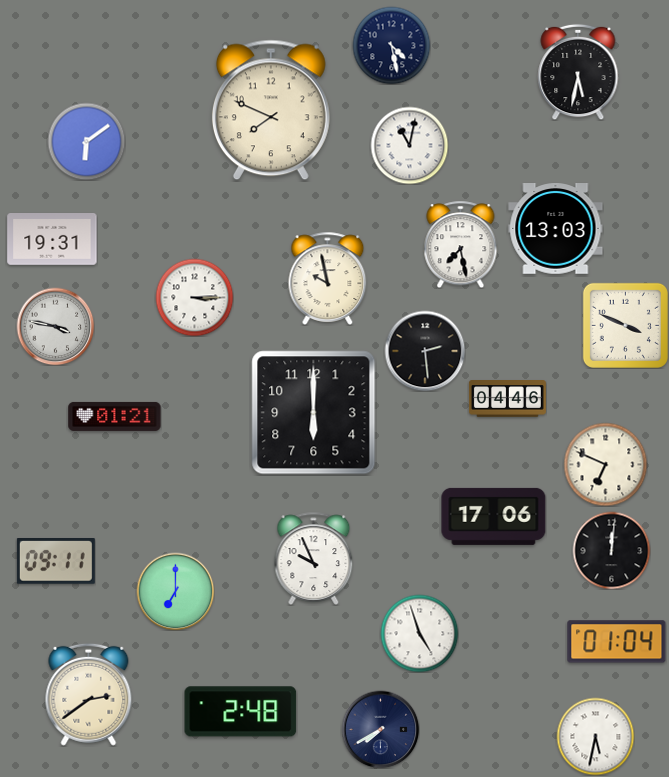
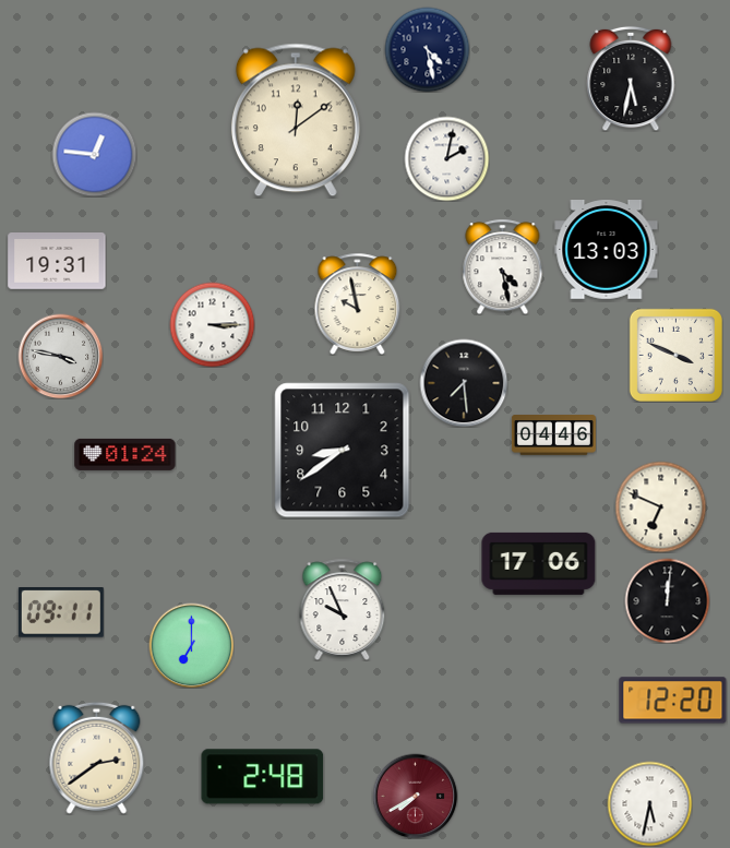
clock at (271, 110): 7:49 -> 12:09
clock at (86, 141): 6:09 -> 12:46
clock at (409, 145): 11:02 -> 2:02
clock at (461, 244): 7:28 -> 4:28
clock at (625, 325) position: (625, 325) -> (675, 355)
clock at (425, 351): 2:29 -> 7:29
clock at (314, 413): 6:00 -> 8:39
clock at (115, 416): 01:21 -> 01:24
clock at (419, 633): 4:57 -> none
clock at (617, 642): 01:04 -> 12:20
clock at (380, 729) dial: navy -> burgundy
